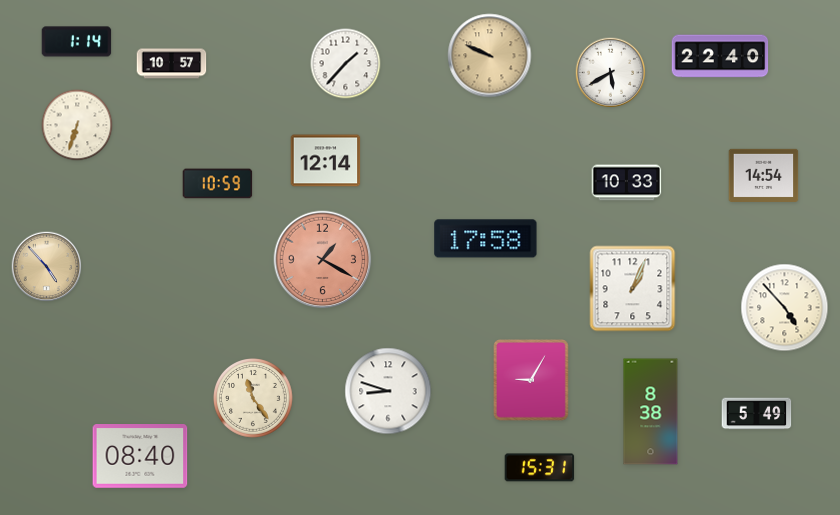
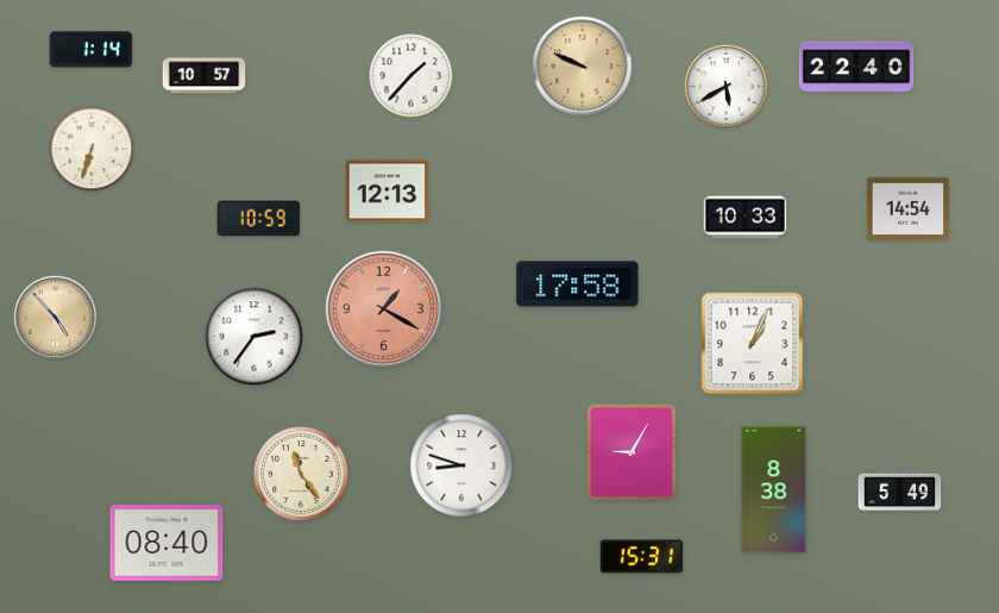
clock at (326, 161): 12:14 -> 12:13
clock at (255, 337): none -> 2:36
clock at (785, 308): 4:53 -> none
